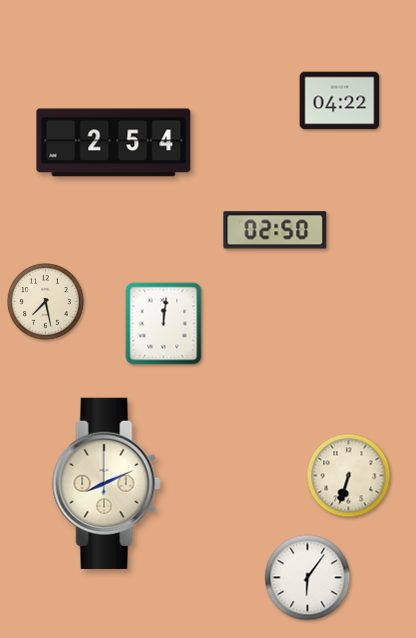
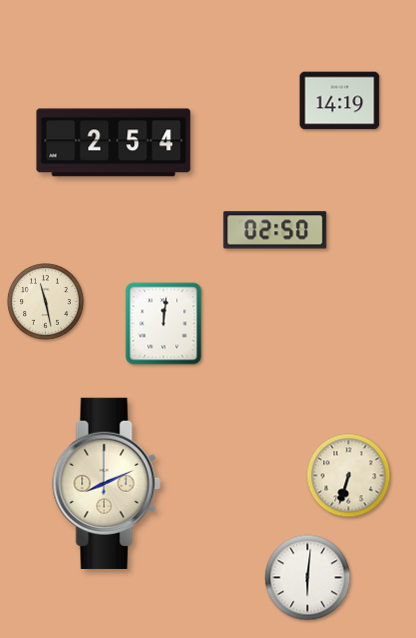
clock at (340, 101): 04:22 -> 14:19
clock at (46, 302): 7:28 -> 11:28
clock at (308, 578): 6:06 -> 6:01
